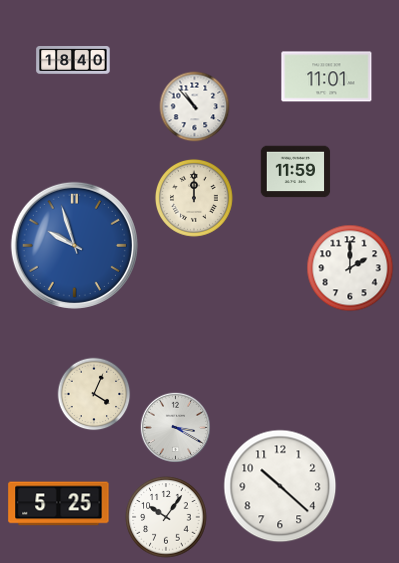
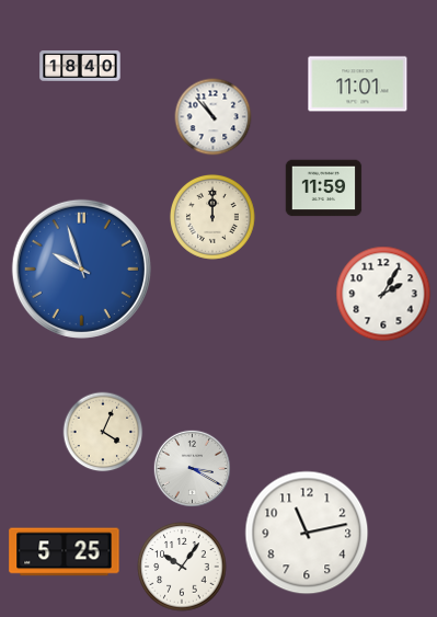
clock at (350, 268): 2:00 -> 2:05
clock at (280, 486): 10:22 -> 11:13
